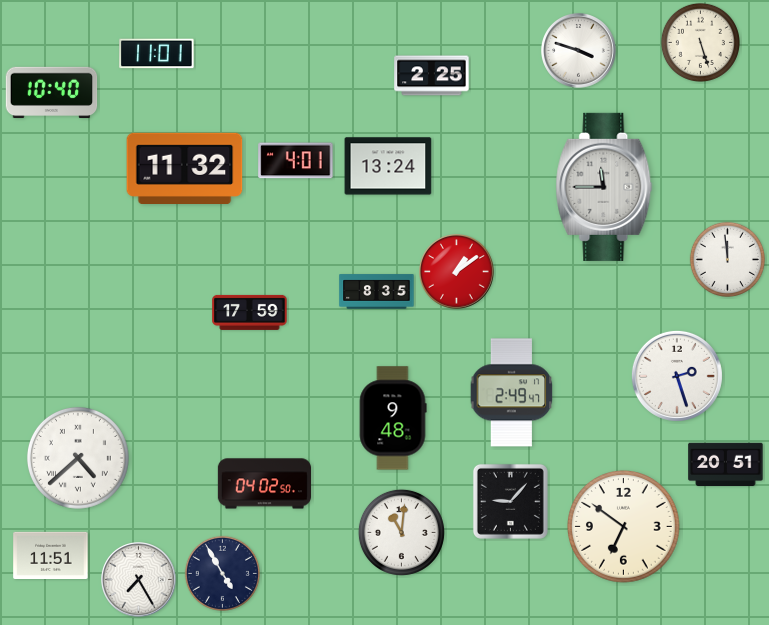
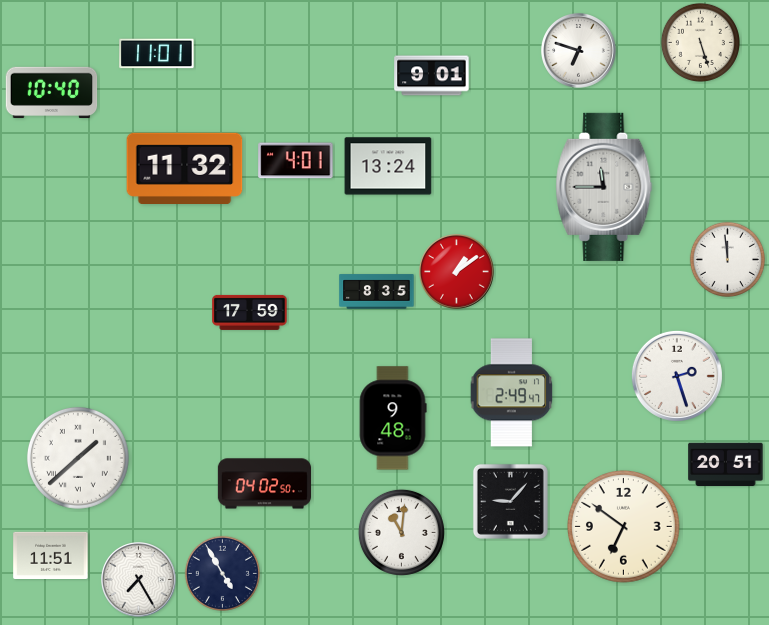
clock at (579, 51): 3:48 -> 6:48
clock at (432, 76): 2:25 -> 9:01
clock at (78, 458): 4:38 -> 1:38
